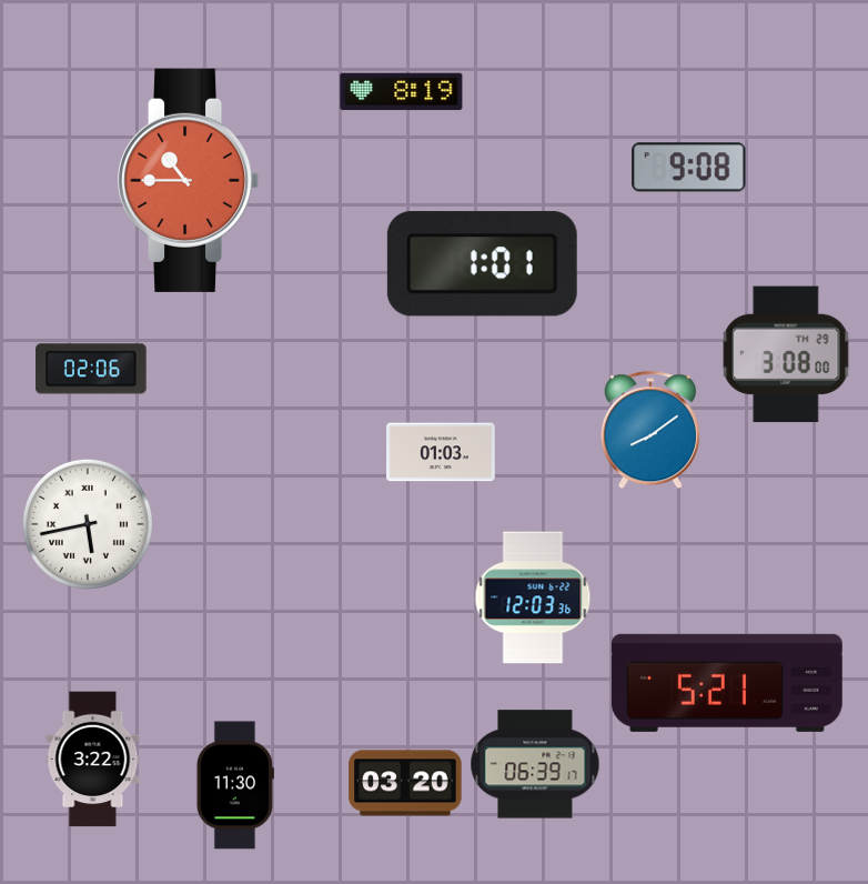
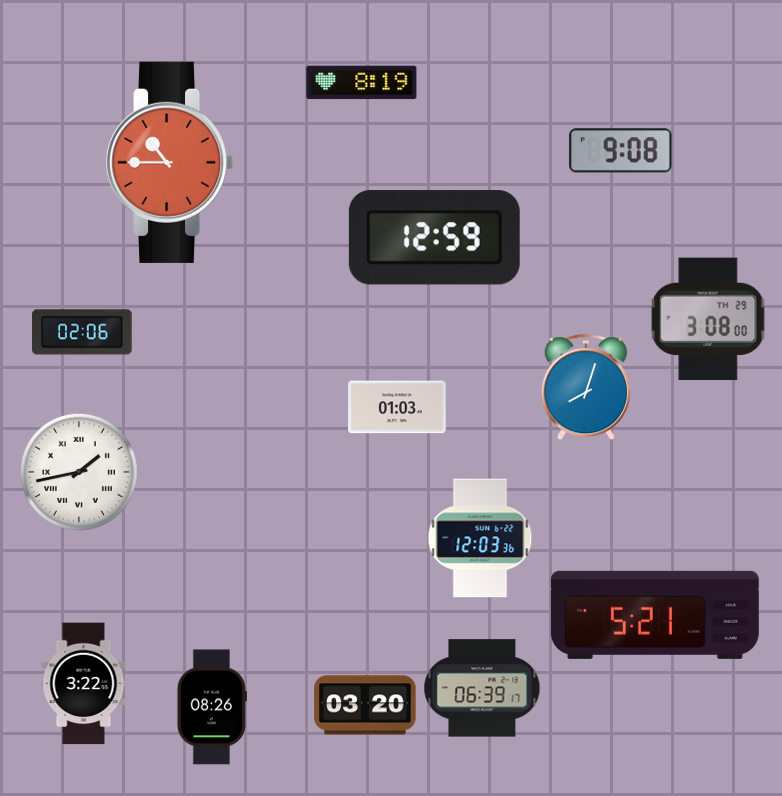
clock at (482, 264): 1:01 -> 12:59
clock at (650, 431): 8:09 -> 8:03
clock at (88, 524): 5:43 -> 1:43
clock at (235, 785): 11:30 -> 08:26
